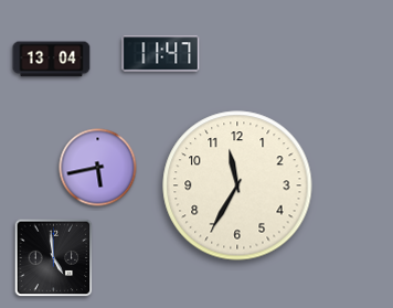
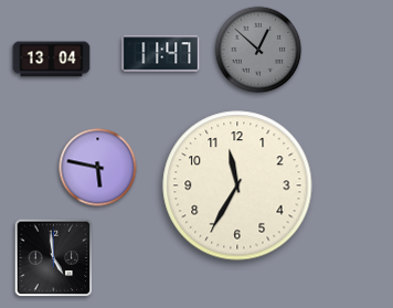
clock at (258, 50): none -> 12:52
clock at (98, 168): 5:43 -> 5:47
